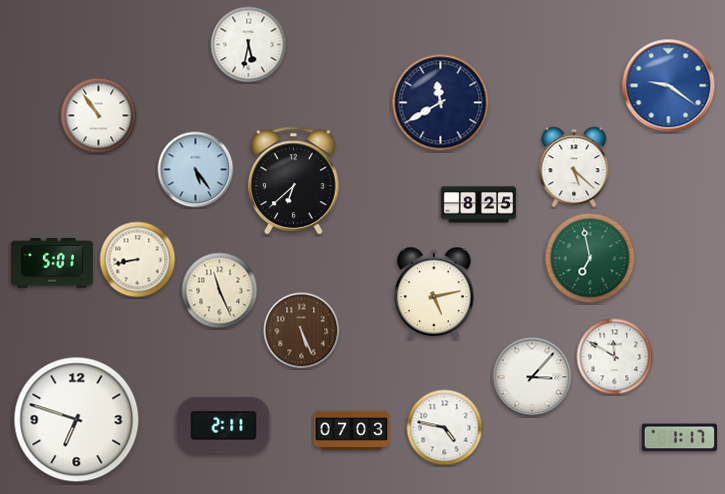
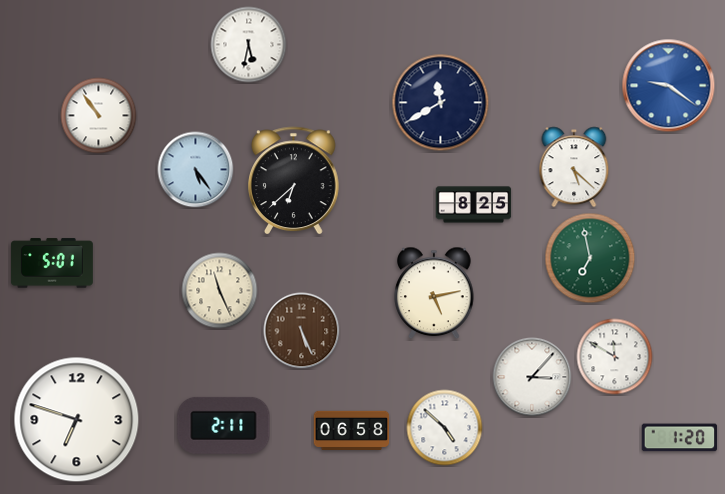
clock at (479, 205) position: (479, 205) -> (474, 205)
clock at (138, 260): 8:43 -> none
clock at (445, 428): 4:47 -> 4:52
clock at (352, 430): 07:03 -> 06:58
clock at (680, 438): 1:17 -> 1:20
